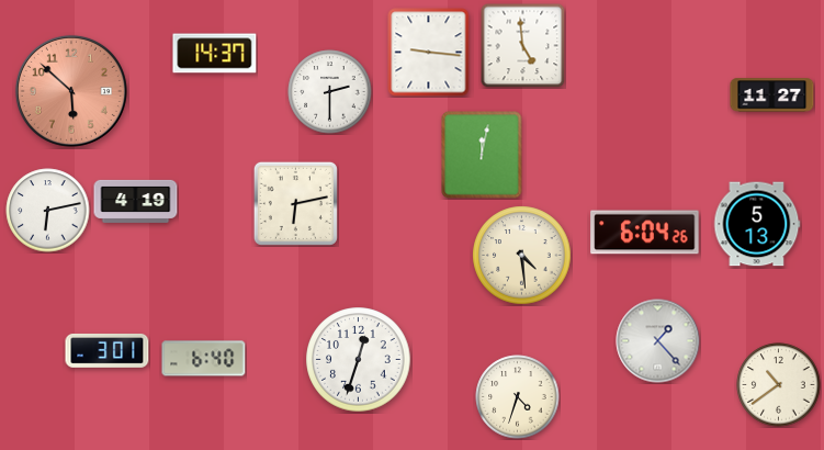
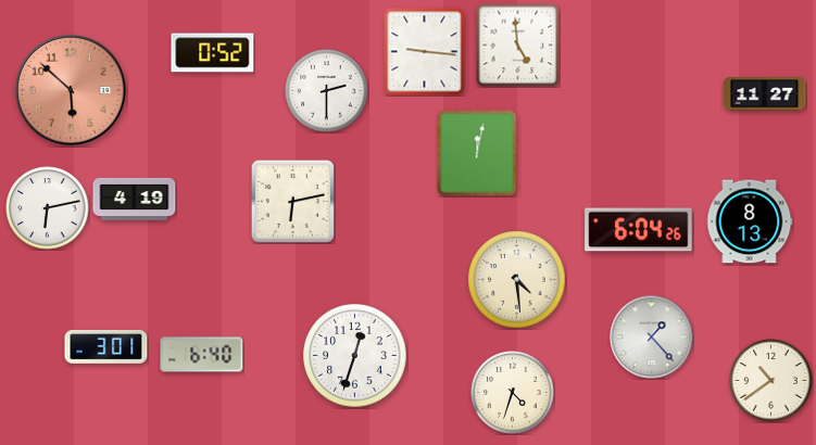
clock at (215, 54): 14:37 -> 0:52
clock at (757, 224): 5:13 -> 8:13
clock at (522, 256) position: (522, 256) -> (517, 280)
